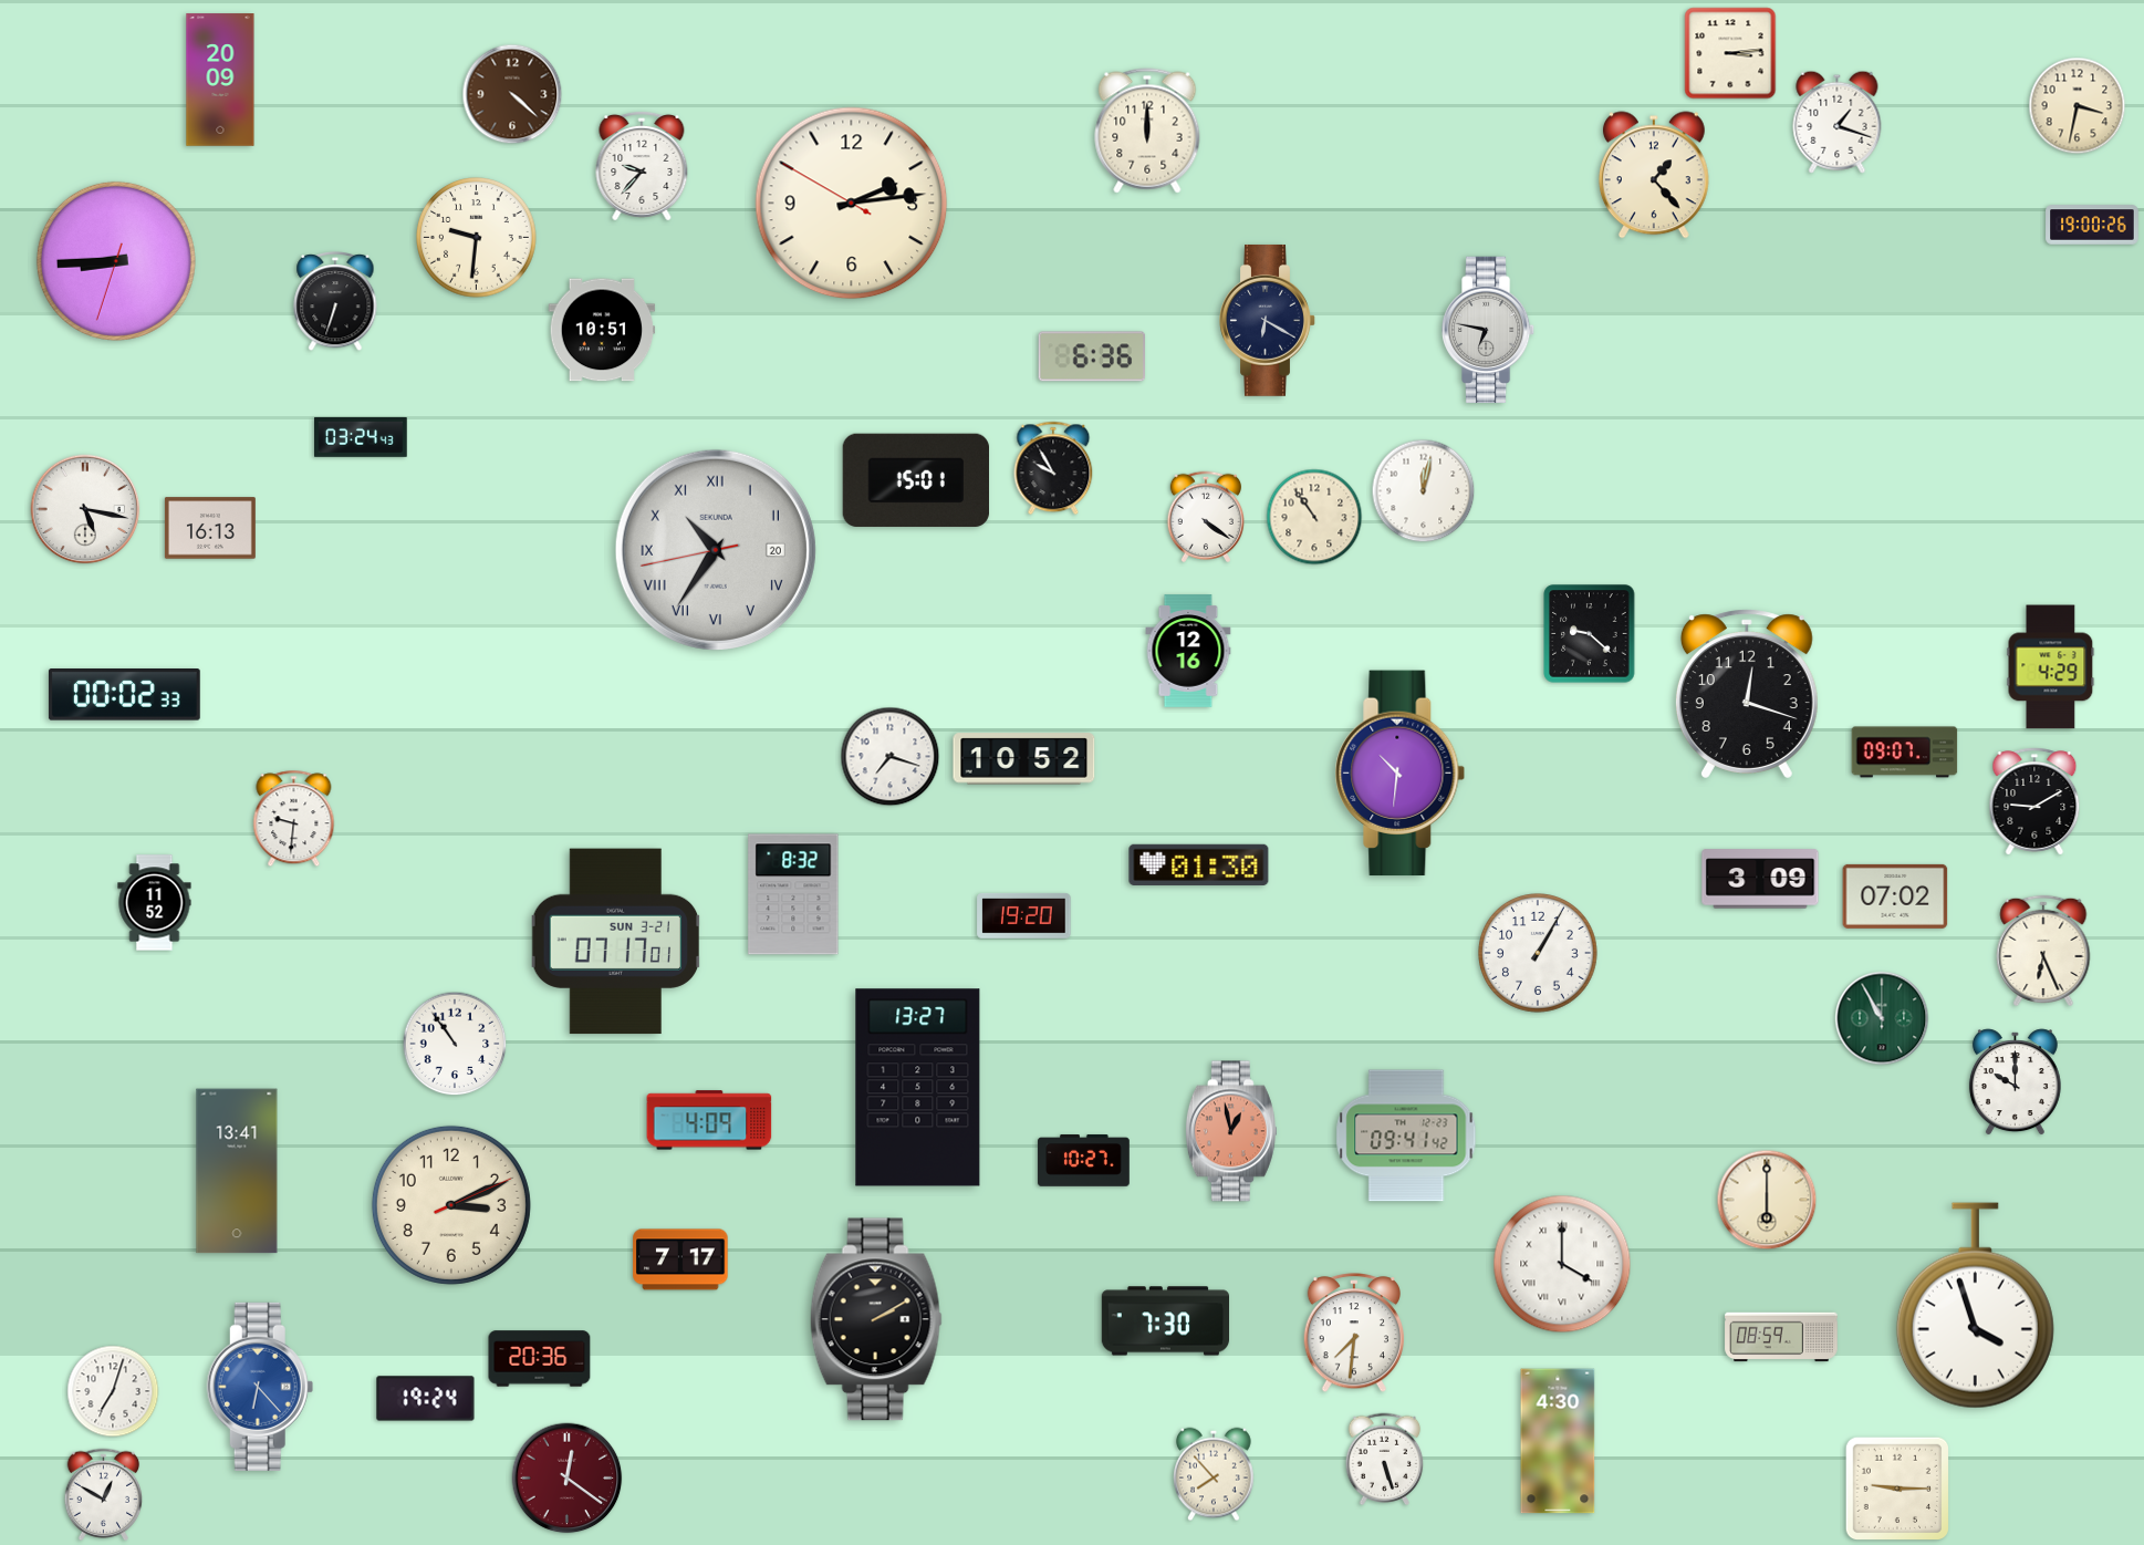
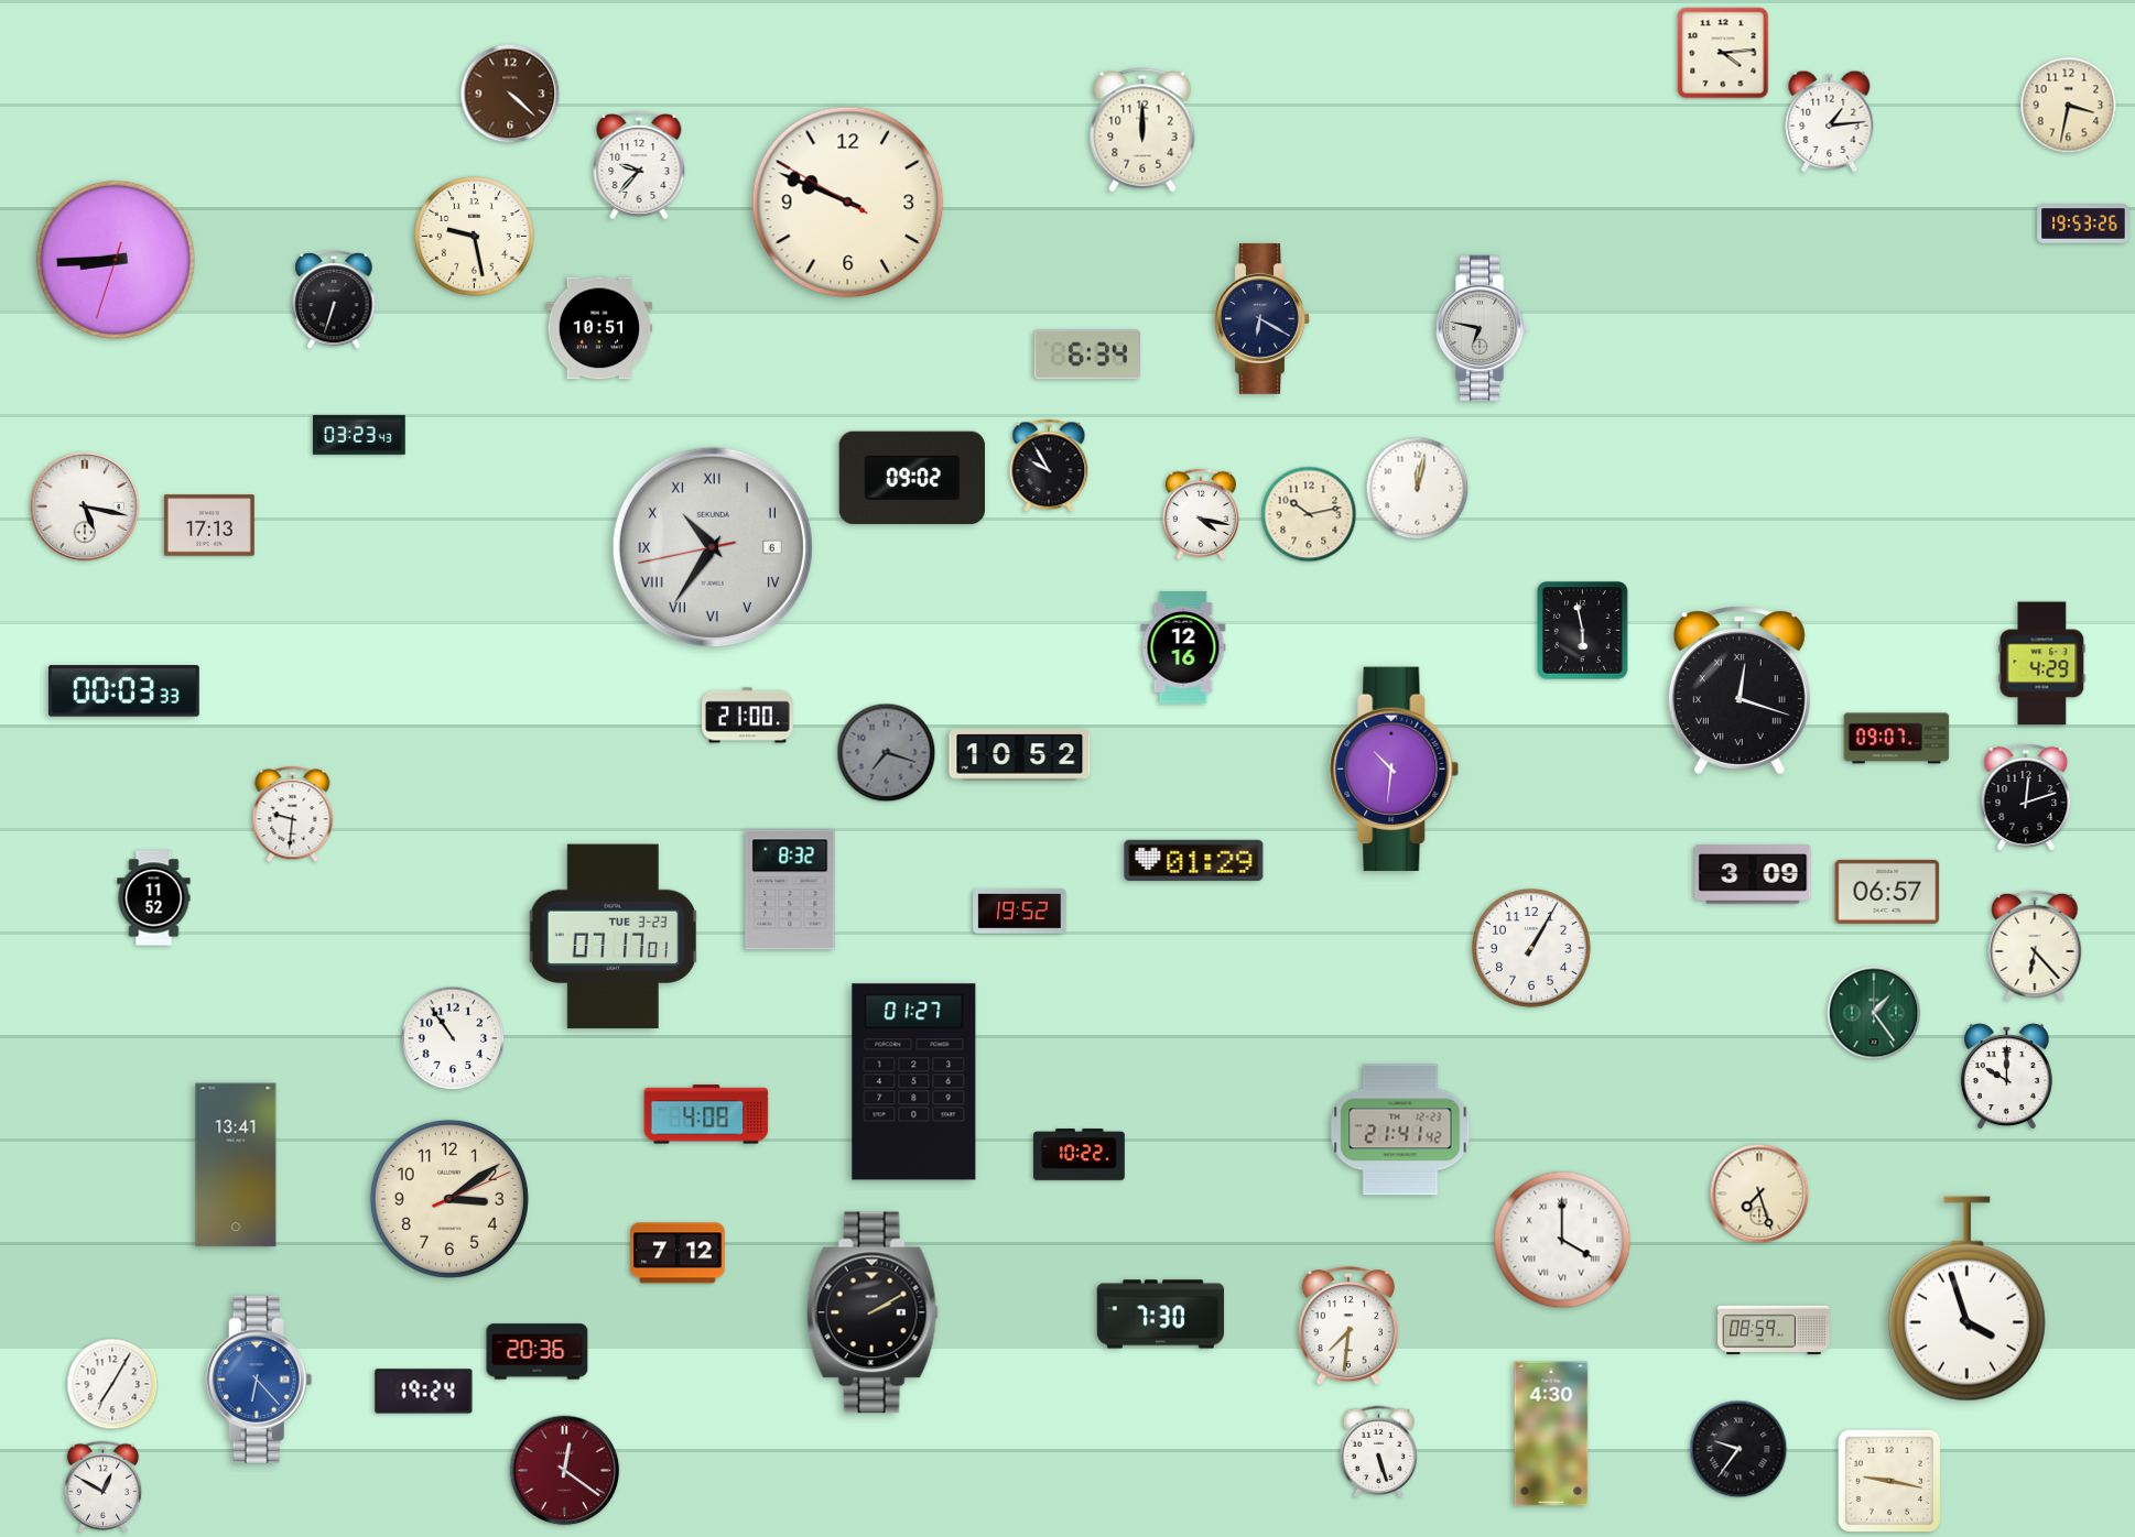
clock at (1730, 53): 3:14 -> 4:14
clock at (220, 80): 20:09 -> none
clock at (1838, 122): 1:18 -> 1:14
clock at (1654, 175): 1:23 -> none
clock at (852, 204): 2:13 -> 9:48
clock at (2092, 225): 19:00 -> 19:53
clock at (477, 238): 9:31 -> 9:28
clock at (1091, 356): 6:36 -> 6:34
clock at (361, 437): 03:24 -> 03:23
clock at (915, 480): 15:01 -> 09:02
clock at (1205, 516): 4:21 -> 4:17
clock at (1314, 517): 10:54 -> 10:13
clock at (210, 528): 16:13 -> 17:13
clock at (716, 550) date: 20 -> 6
clock at (1590, 634): 9:22 -> 5:58
clock at (1747, 694) numerals: Arabic -> Roman
clock at (124, 695): 00:02 -> 00:03
clock at (748, 716): none -> 21:00
clock at (1905, 753) position: (1905, 753) -> (1897, 739)
clock at (891, 757) dial: white -> grey
clock at (2034, 801): 9:10 -> 12:12
clock at (1199, 864): 01:30 -> 01:29
clock at (1895, 896): 07:02 -> 06:57
clock at (1024, 915): 19:20 -> 19:52
clock at (616, 942) date: SUN 3-21 -> TUE 3-23
clock at (2043, 950): 6:26 -> 6:23
clock at (1882, 1018): 10:55 -> 1:24
clock at (918, 1088): 13:27 -> 01:27
clock at (709, 1120): 4:09 -> 4:08
clock at (1231, 1131): 12:58 -> none
clock at (1406, 1136): 09:41 -> 21:41
clock at (1084, 1161): 10:27 -> 10:22
clock at (1767, 1200): 6:00 -> 7:27
clock at (451, 1205): 3:11 -> 3:09
clock at (680, 1259): 7:17 -> 7:12
clock at (1562, 1264) position: (1562, 1264) -> (1562, 1240)
clock at (113, 1391): 7:03 -> 7:05
clock at (1738, 1449): none -> 9:36
clock at (1214, 1474): 7:53 -> none
clock at (1896, 1487): 9:15 -> 9:17
